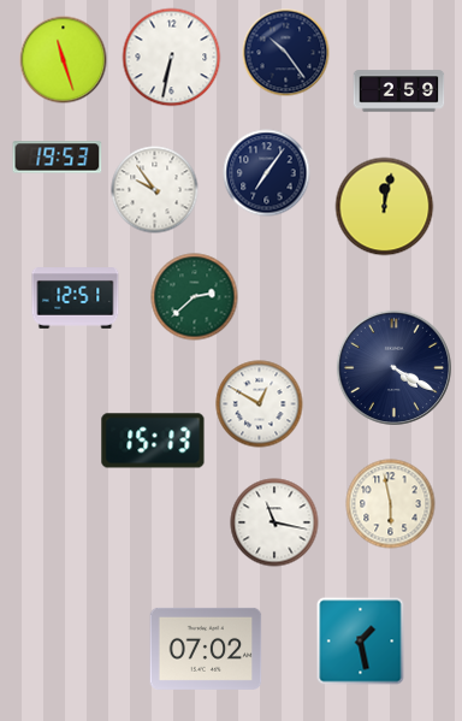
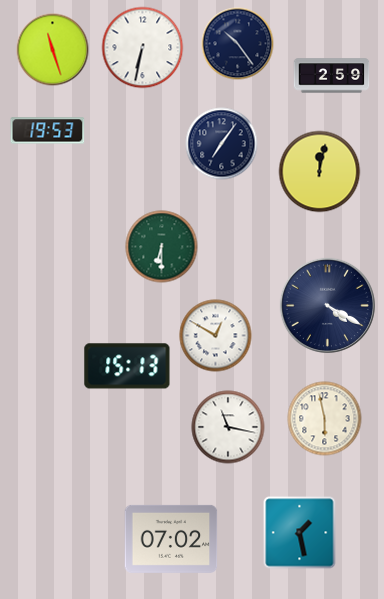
clock at (155, 190): 9:54 -> none
clock at (195, 297): 2:38 -> 6:30
clock at (76, 299): 12:51 -> none
clock at (274, 522) position: (274, 522) -> (228, 427)
